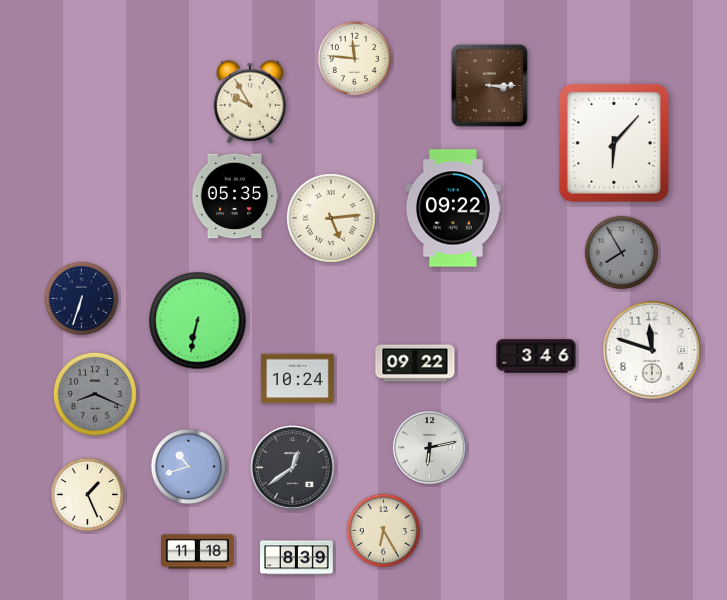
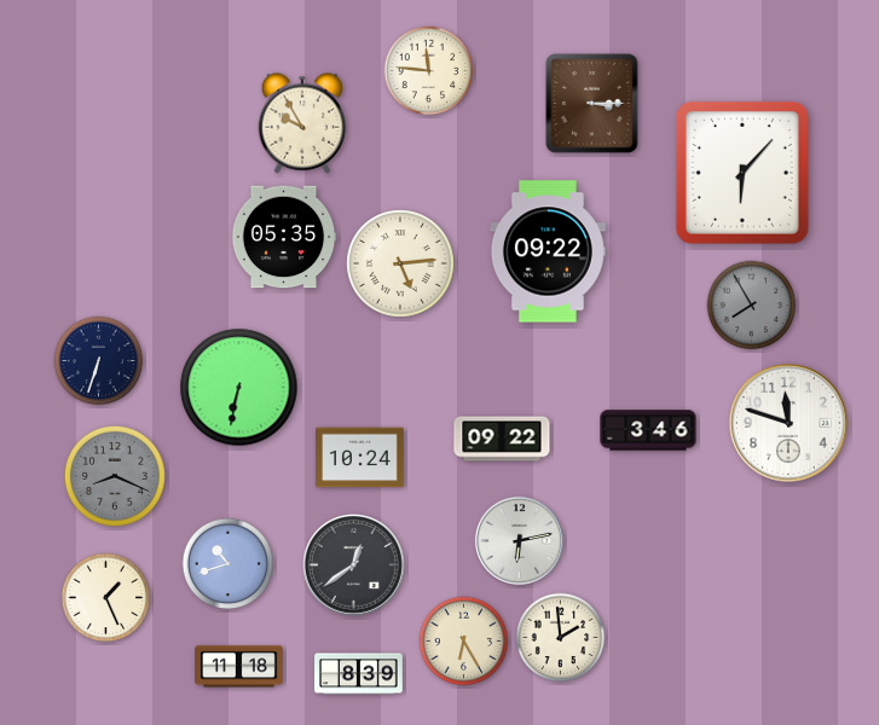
clock at (561, 638): none -> 1:59
